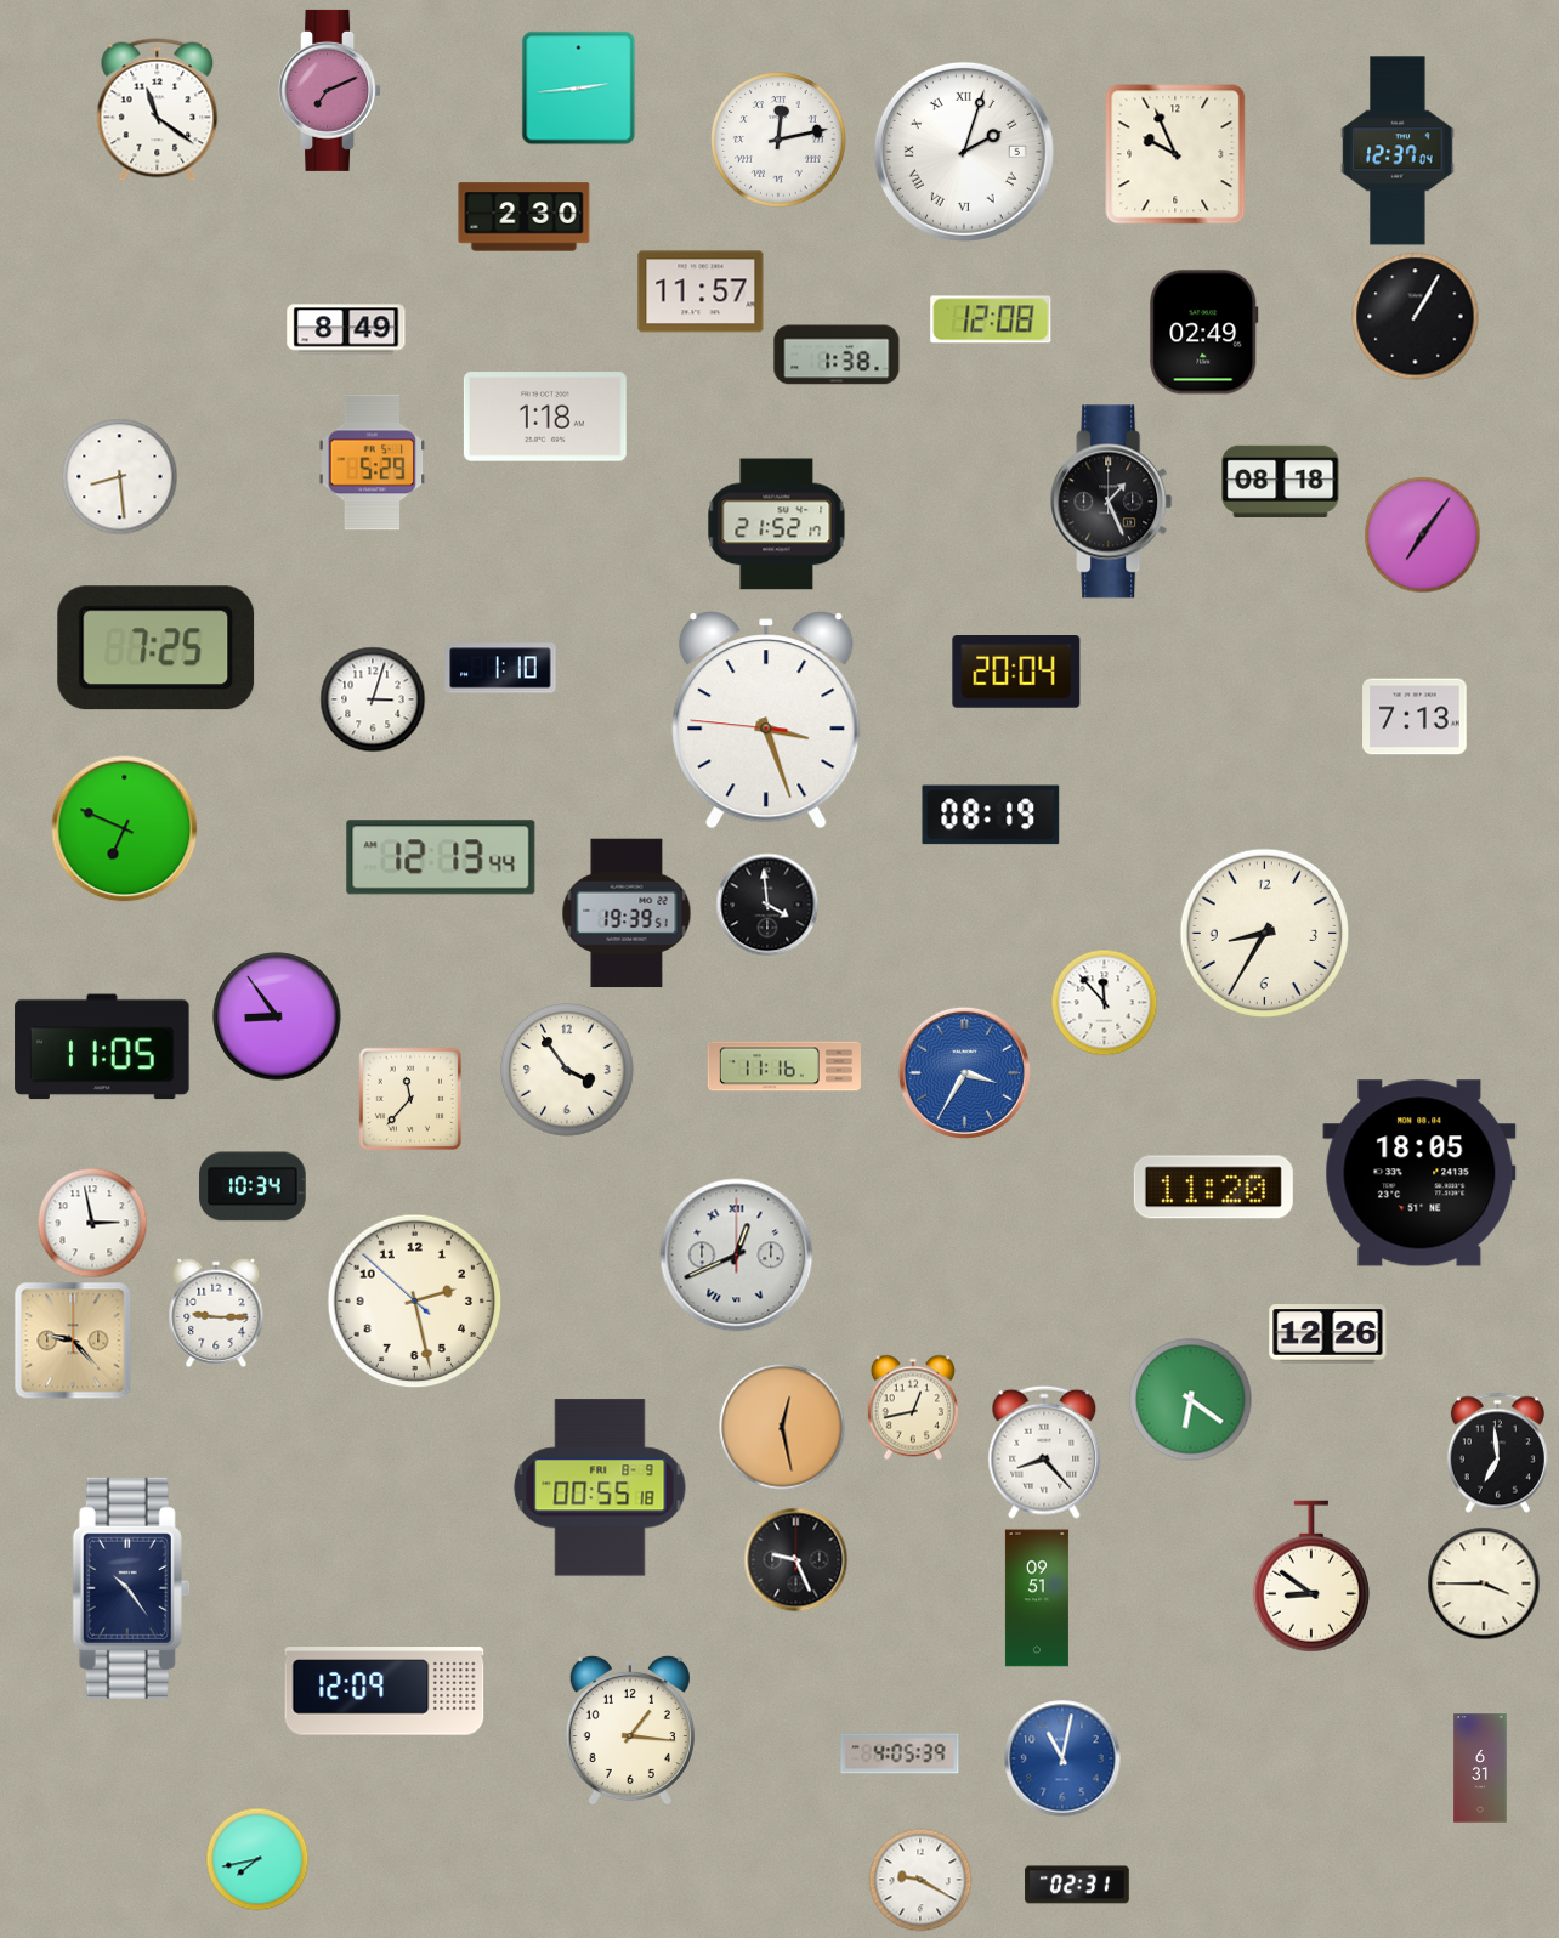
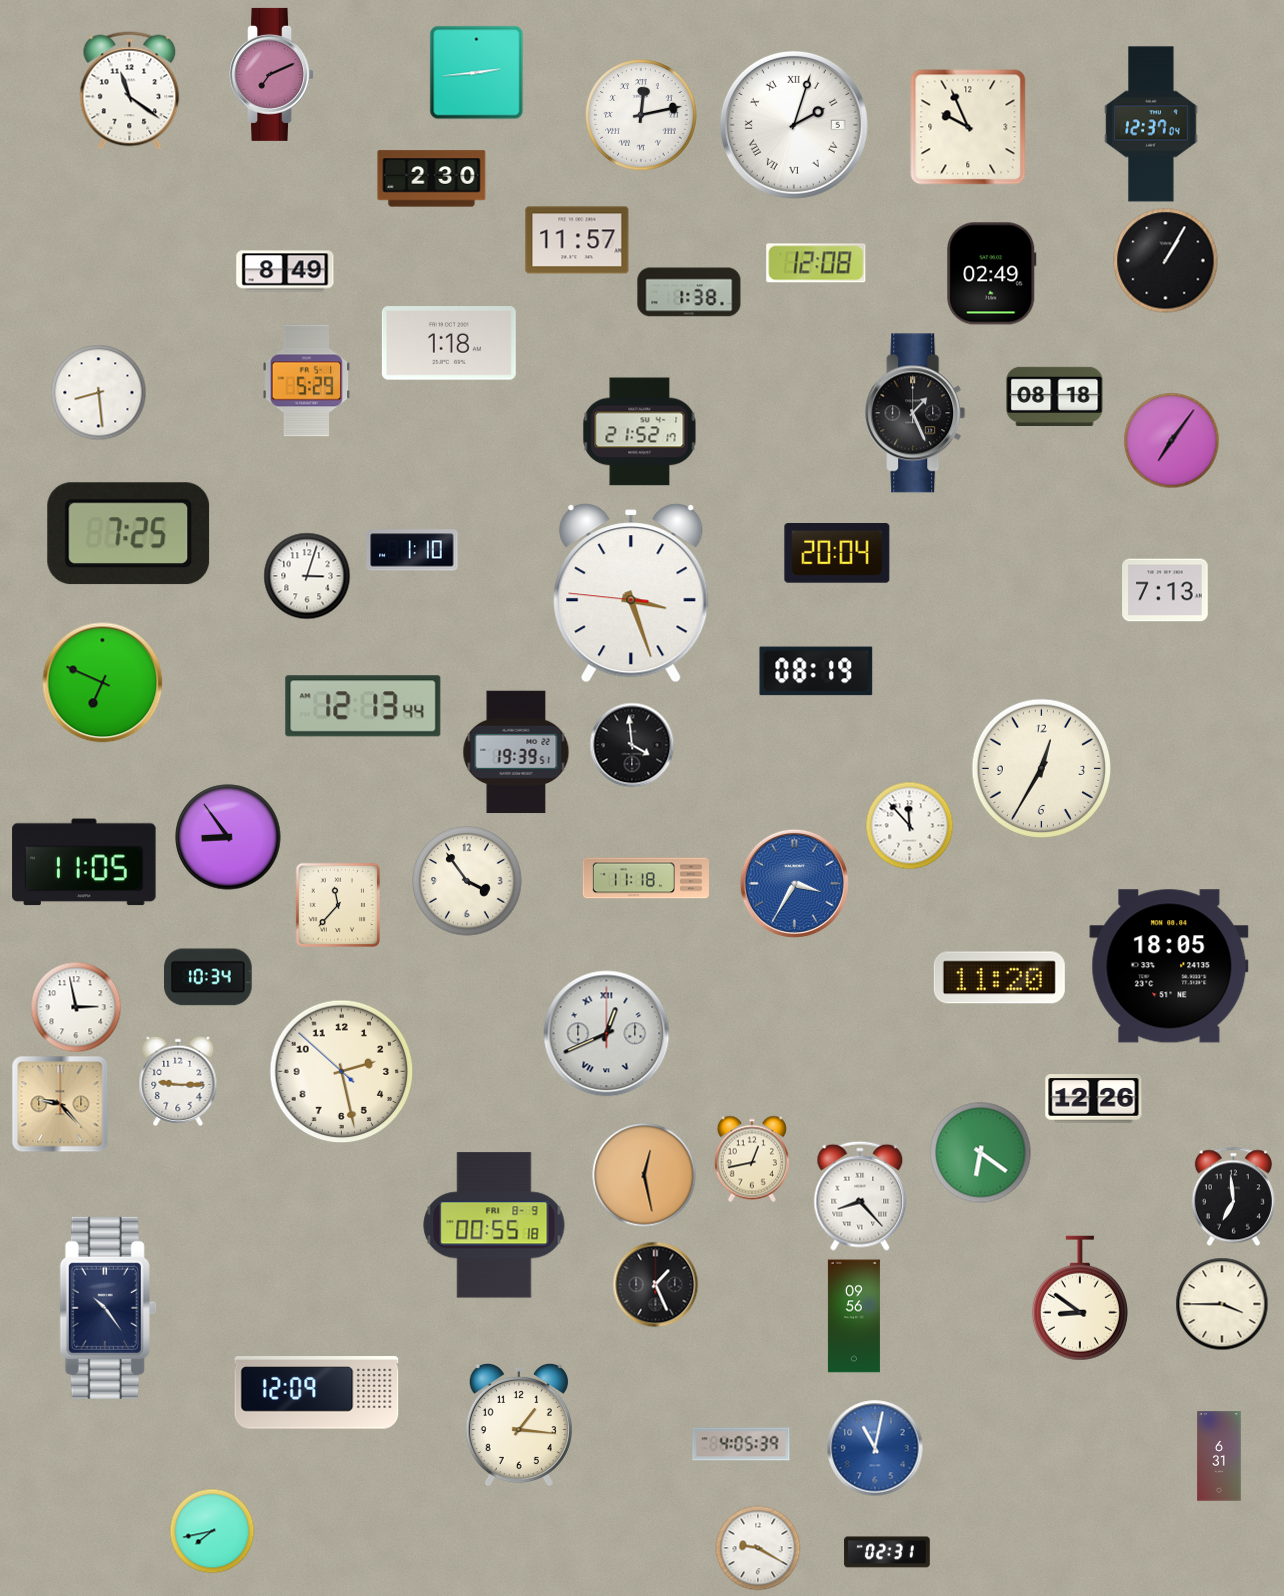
clock at (1265, 934): 8:35 -> 12:35
clock at (783, 1066): 11:16 -> 11:18
clock at (795, 1559): 9:26 -> 1:26
clock at (1037, 1598): 09:51 -> 09:56
